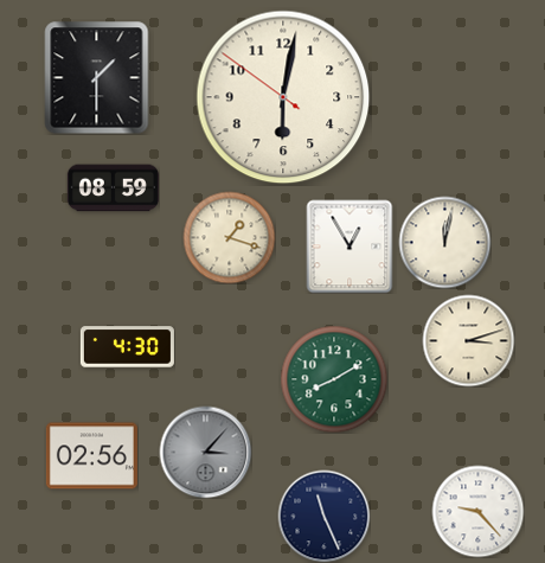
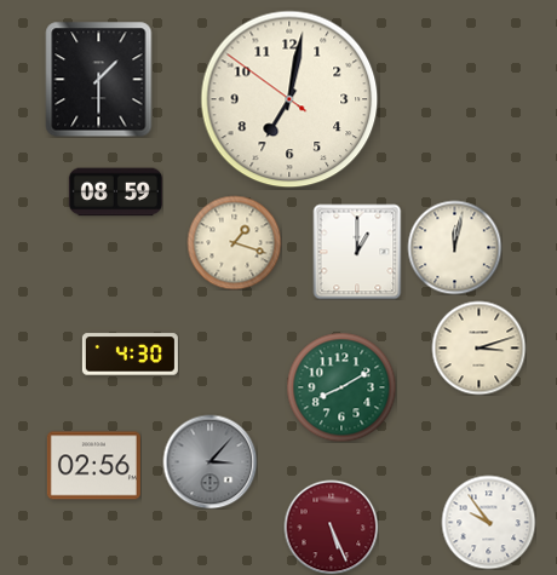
clock at (283, 97): 6:01 -> 7:01
clock at (350, 247): 12:55 -> 1:00
clock at (477, 511): 9:23 -> 9:54
clock at (323, 516): 11:26 -> 5:26
clock at (323, 516) dial: navy -> burgundy
